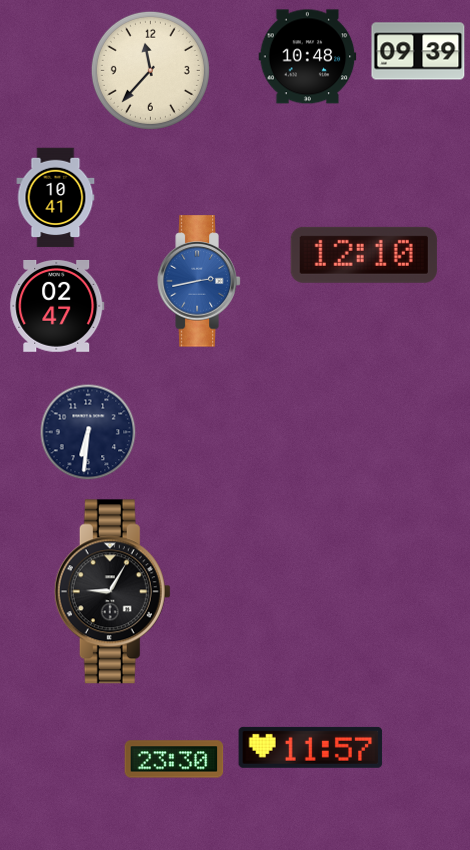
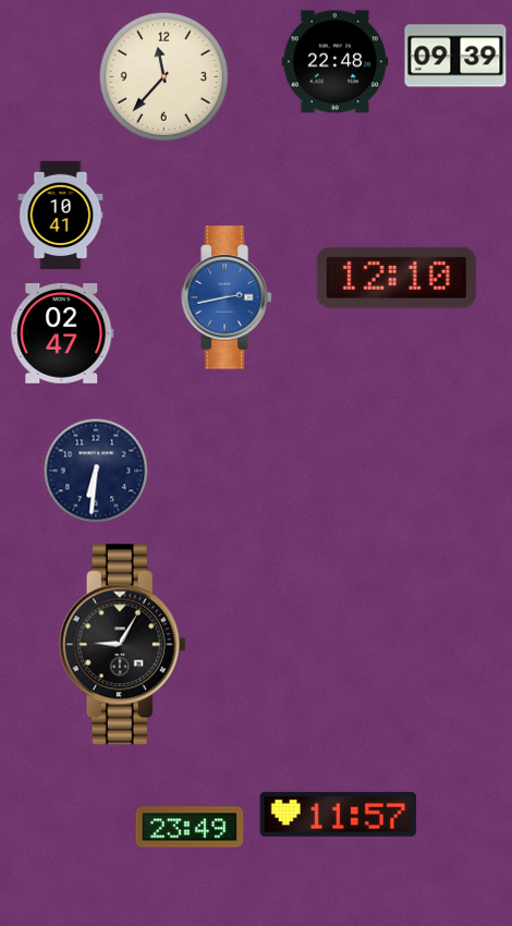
clock at (308, 57): 10:48 -> 22:48
clock at (199, 281) position: (199, 281) -> (227, 297)
clock at (174, 759): 23:30 -> 23:49
